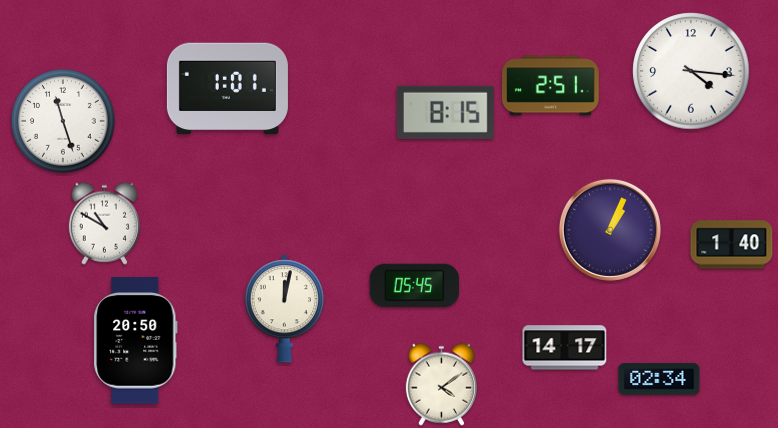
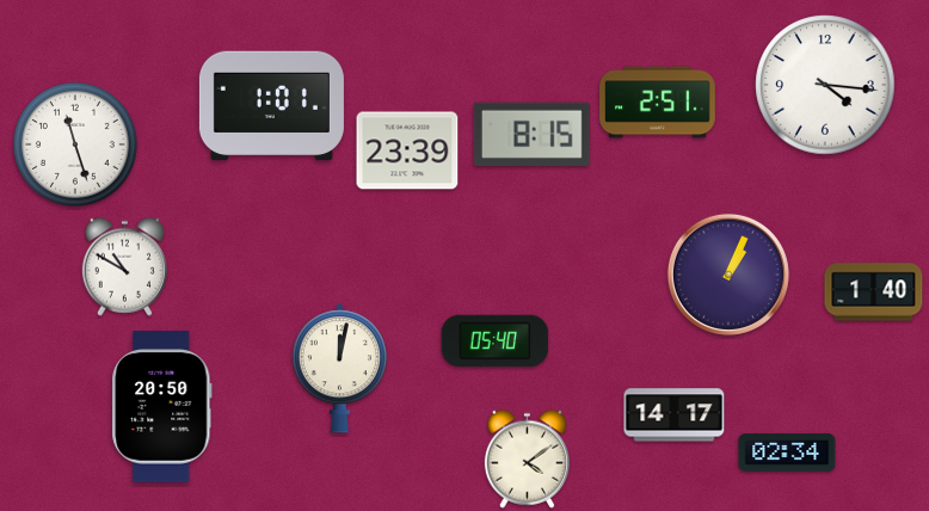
clock at (407, 150): none -> 23:39
clock at (415, 286): 05:45 -> 05:40
